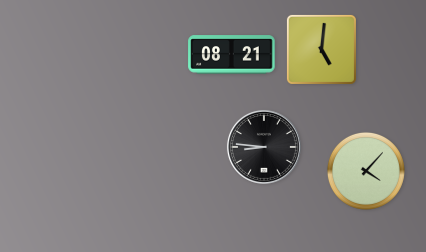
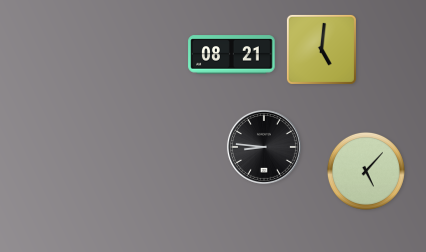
clock at (366, 171): 4:07 -> 5:07
